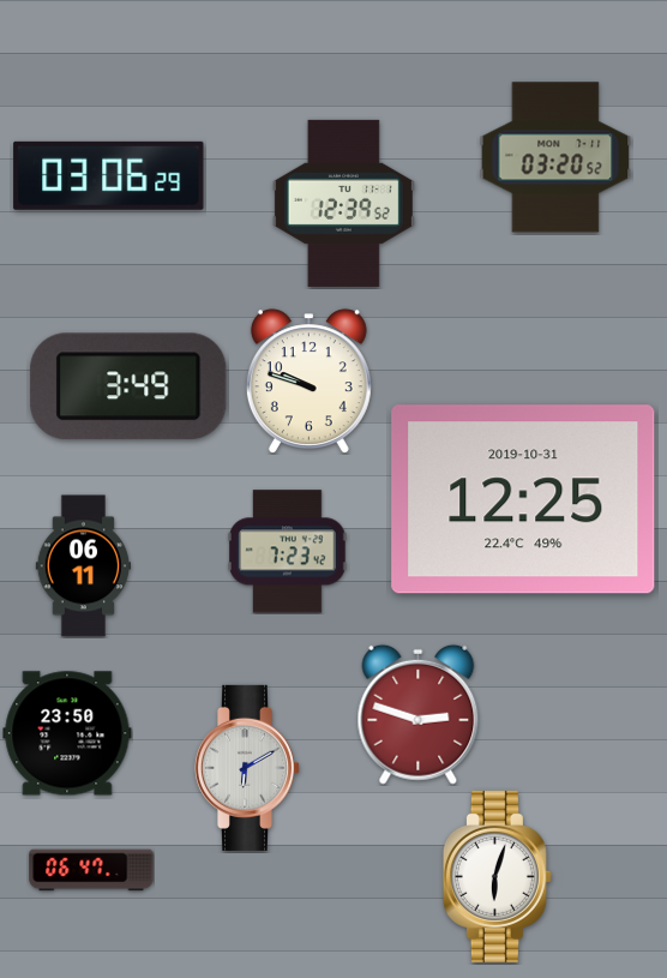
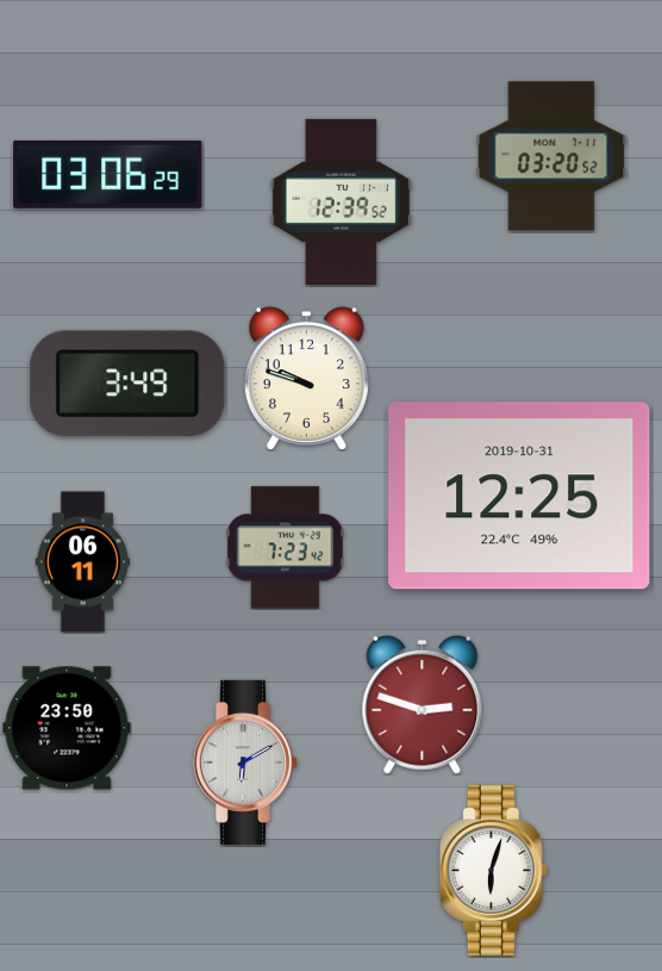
clock at (419, 714) position: (419, 714) -> (423, 704)
clock at (91, 870): 06:47 -> none
